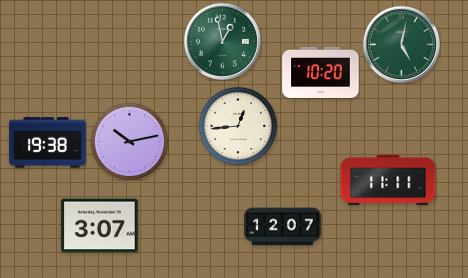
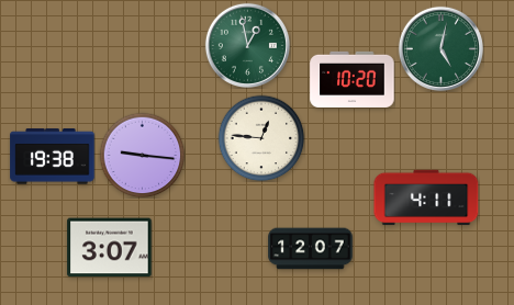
clock at (222, 41) position: (222, 41) -> (247, 45)
clock at (238, 126): 12:44 -> 12:46
clock at (129, 141): 10:13 -> 9:16
clock at (388, 180): 11:11 -> 4:11
